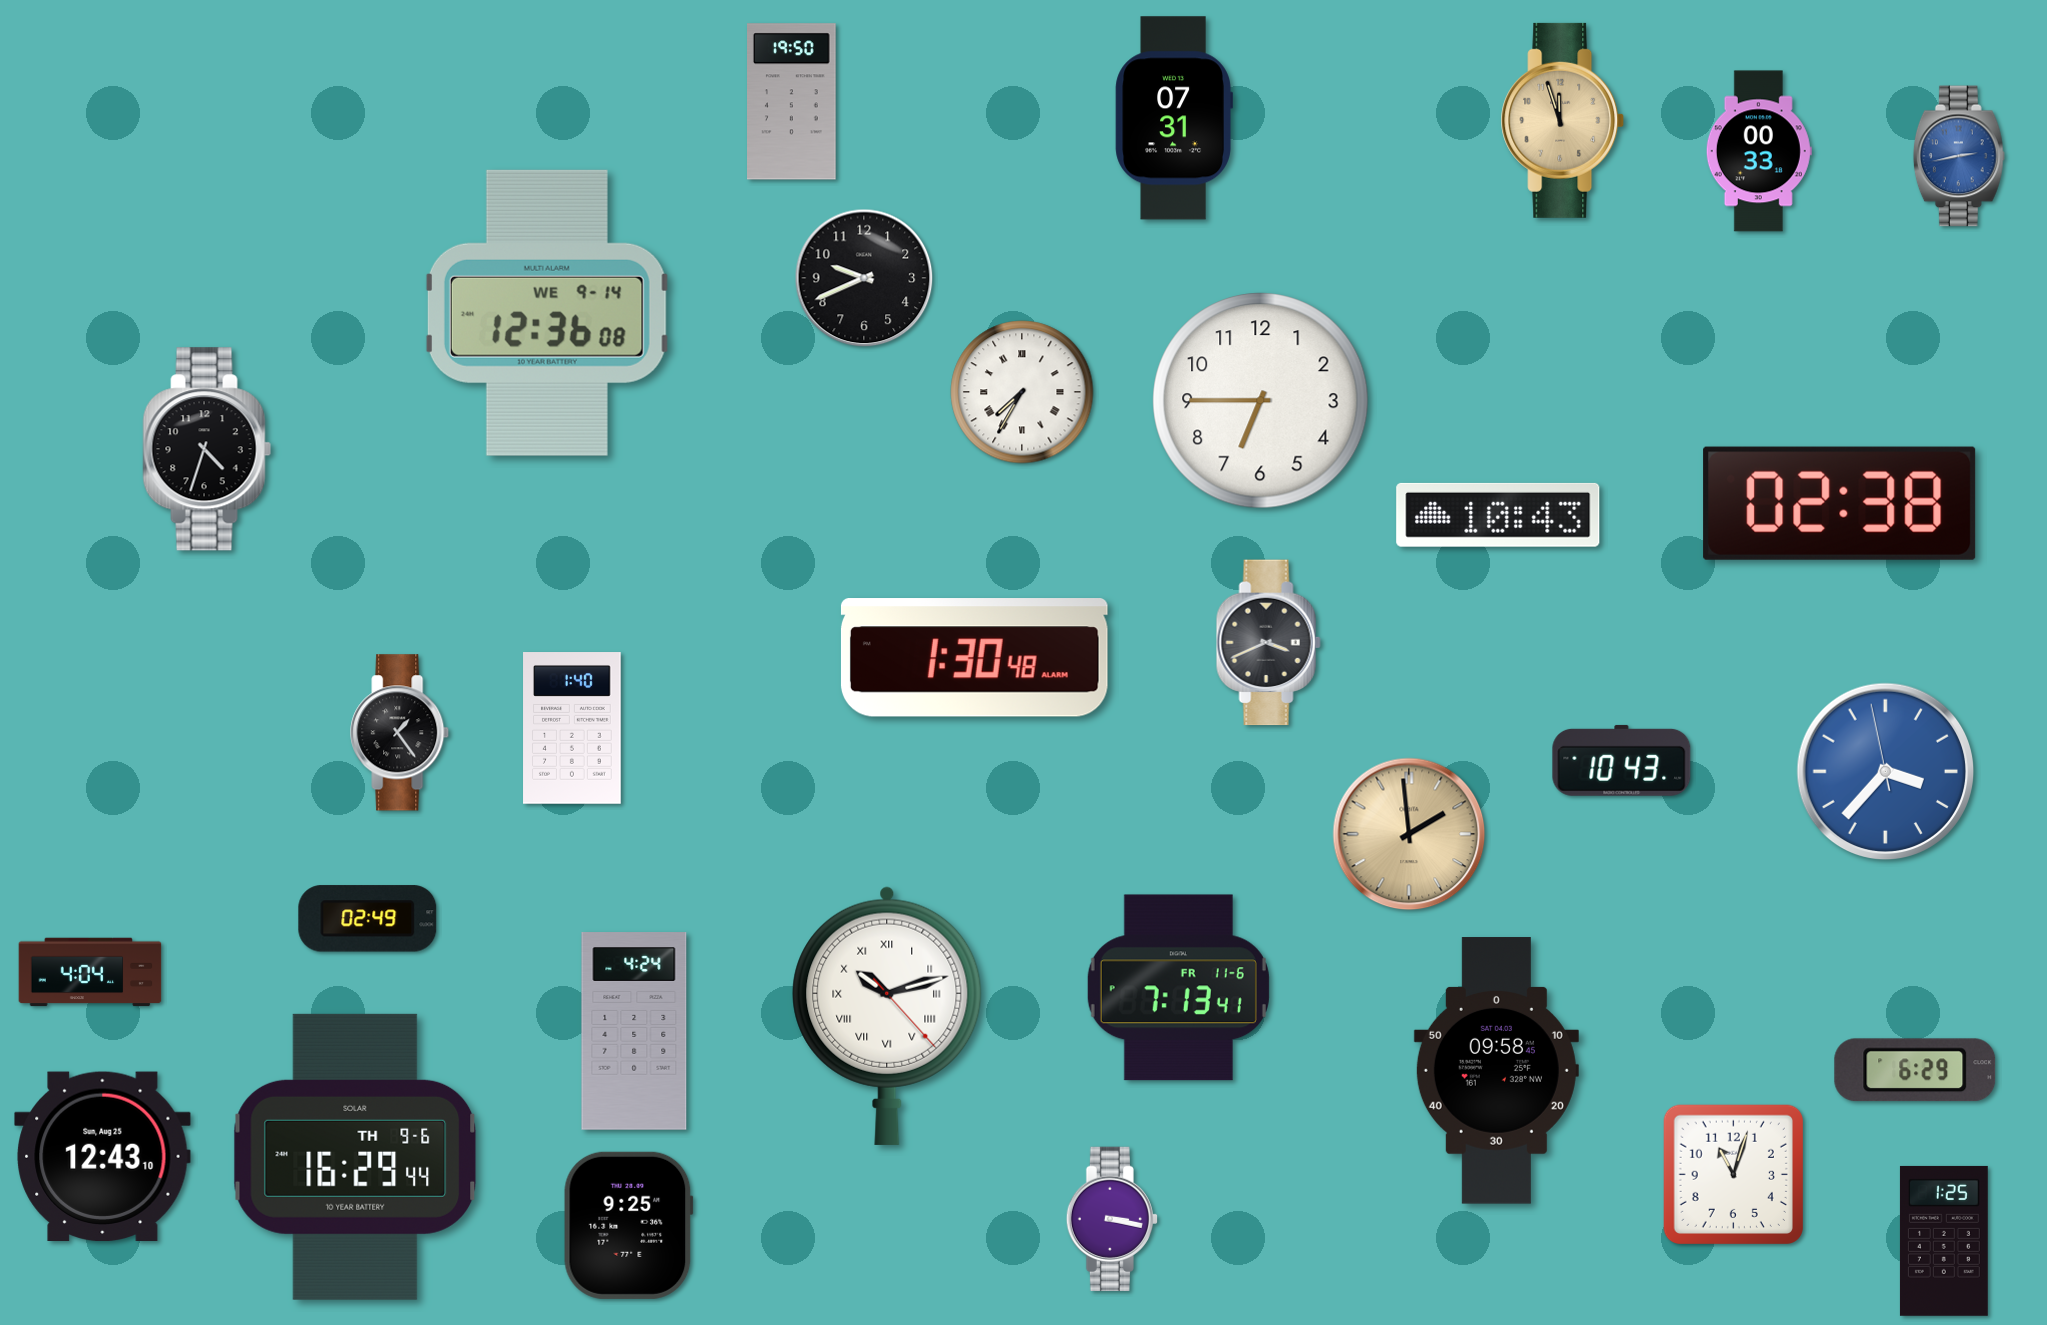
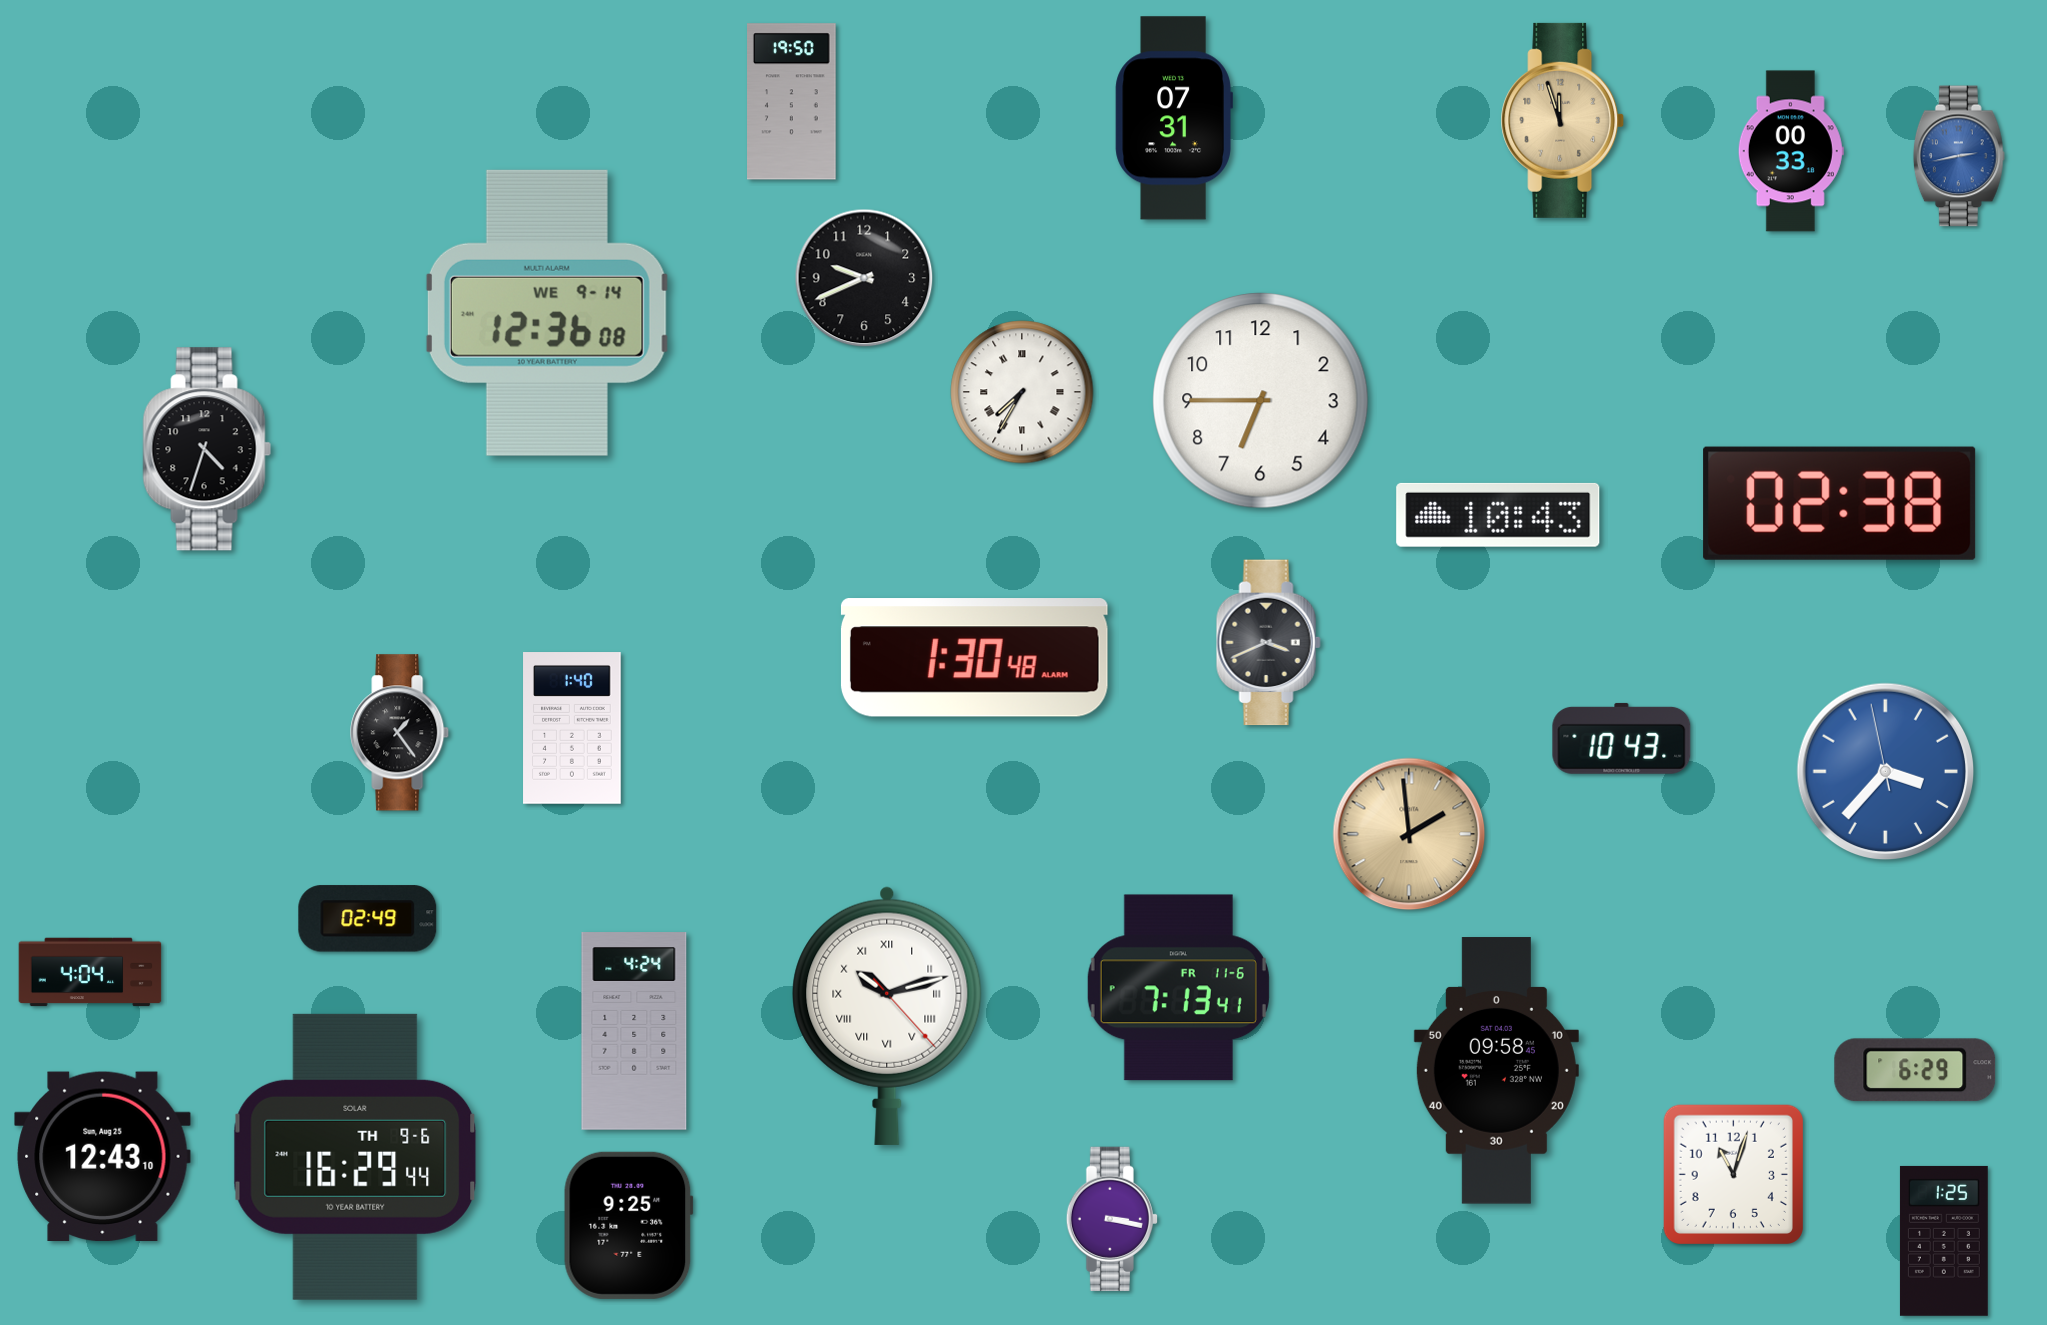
clock at (1759, 151) position: (1759, 151) -> (1791, 151)
clock at (1622, 760) position: (1622, 760) -> (1622, 738)
